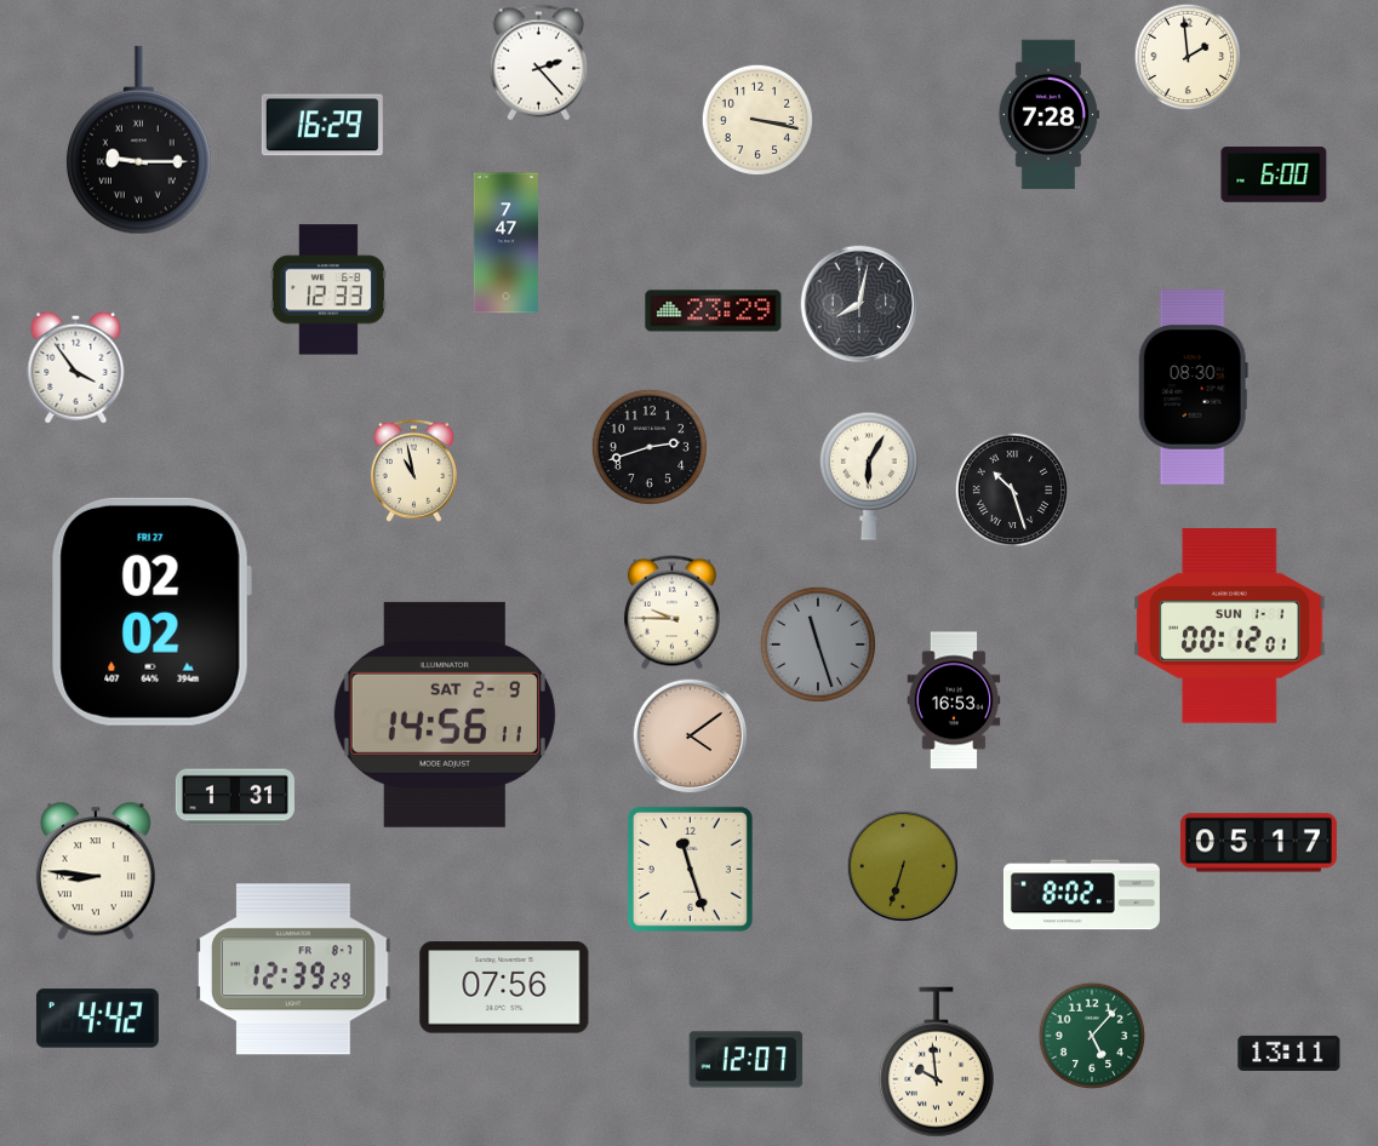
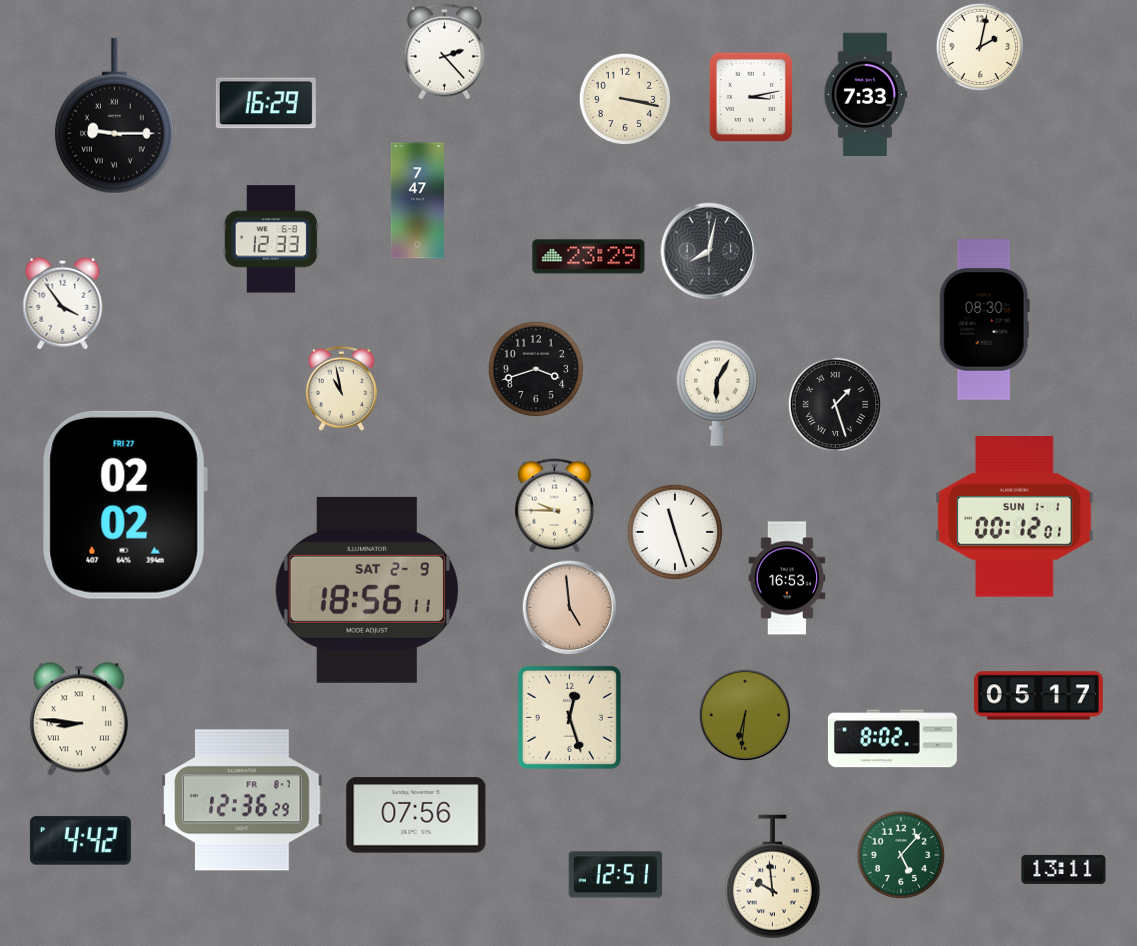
clock at (1188, 57): 1:59 -> 2:02
clock at (1048, 115): 7:28 -> 7:33
clock at (751, 97): none -> 3:13
clock at (1274, 174): 6:00 -> none
clock at (648, 446): 2:42 -> 3:42
clock at (1012, 489): 10:27 -> 1:27
clock at (817, 643) dial: grey -> white
clock at (445, 715): 14:56 -> 18:56
clock at (691, 737): 4:09 -> 4:59
clock at (235, 797): 1:31 -> none
clock at (903, 866): 6:33 -> 6:31
clock at (690, 869): 11:27 -> 12:27
clock at (293, 969): 12:39 -> 12:36
clock at (747, 1060): 12:07 -> 12:51
